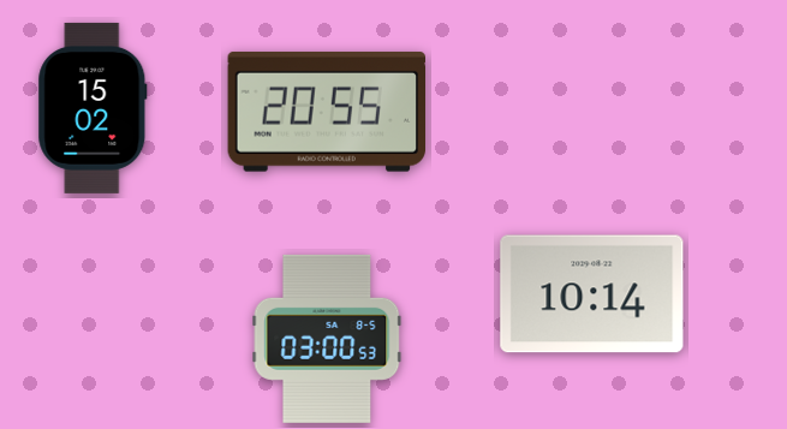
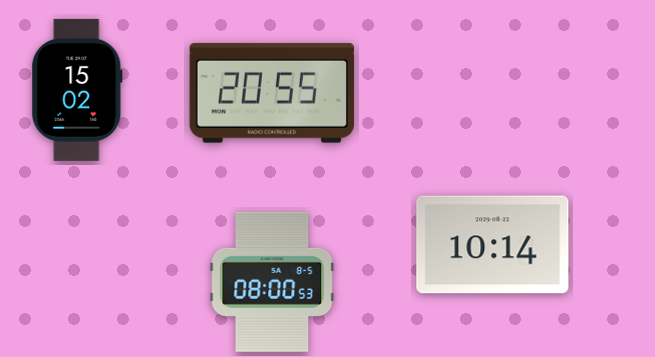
clock at (327, 339): 03:00 -> 08:00
